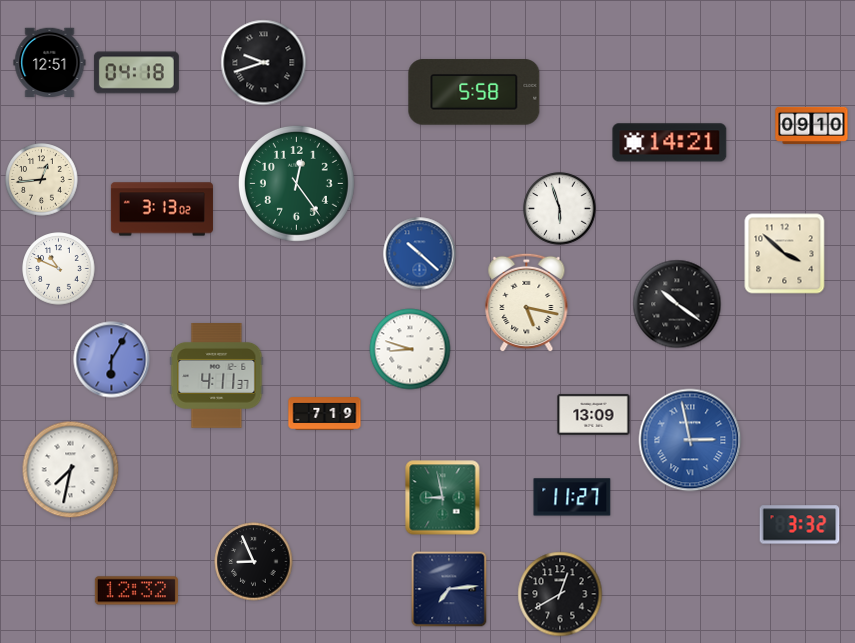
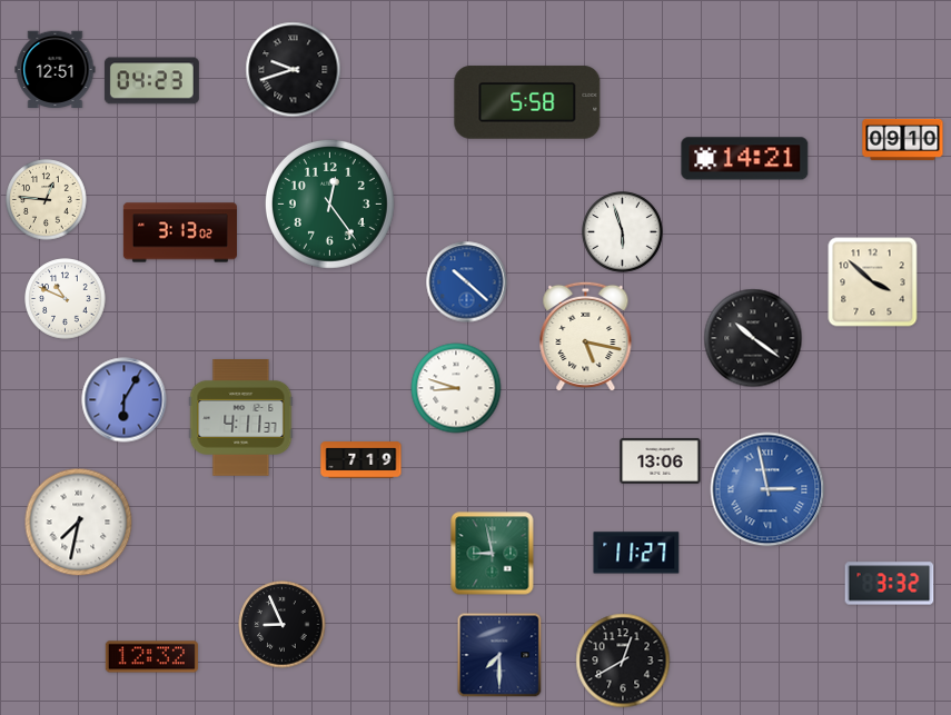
clock at (136, 73): 04:18 -> 04:23
clock at (42, 180): 12:44 -> 12:46
clock at (594, 414): 13:09 -> 13:06
clock at (449, 589): 7:14 -> 7:30
